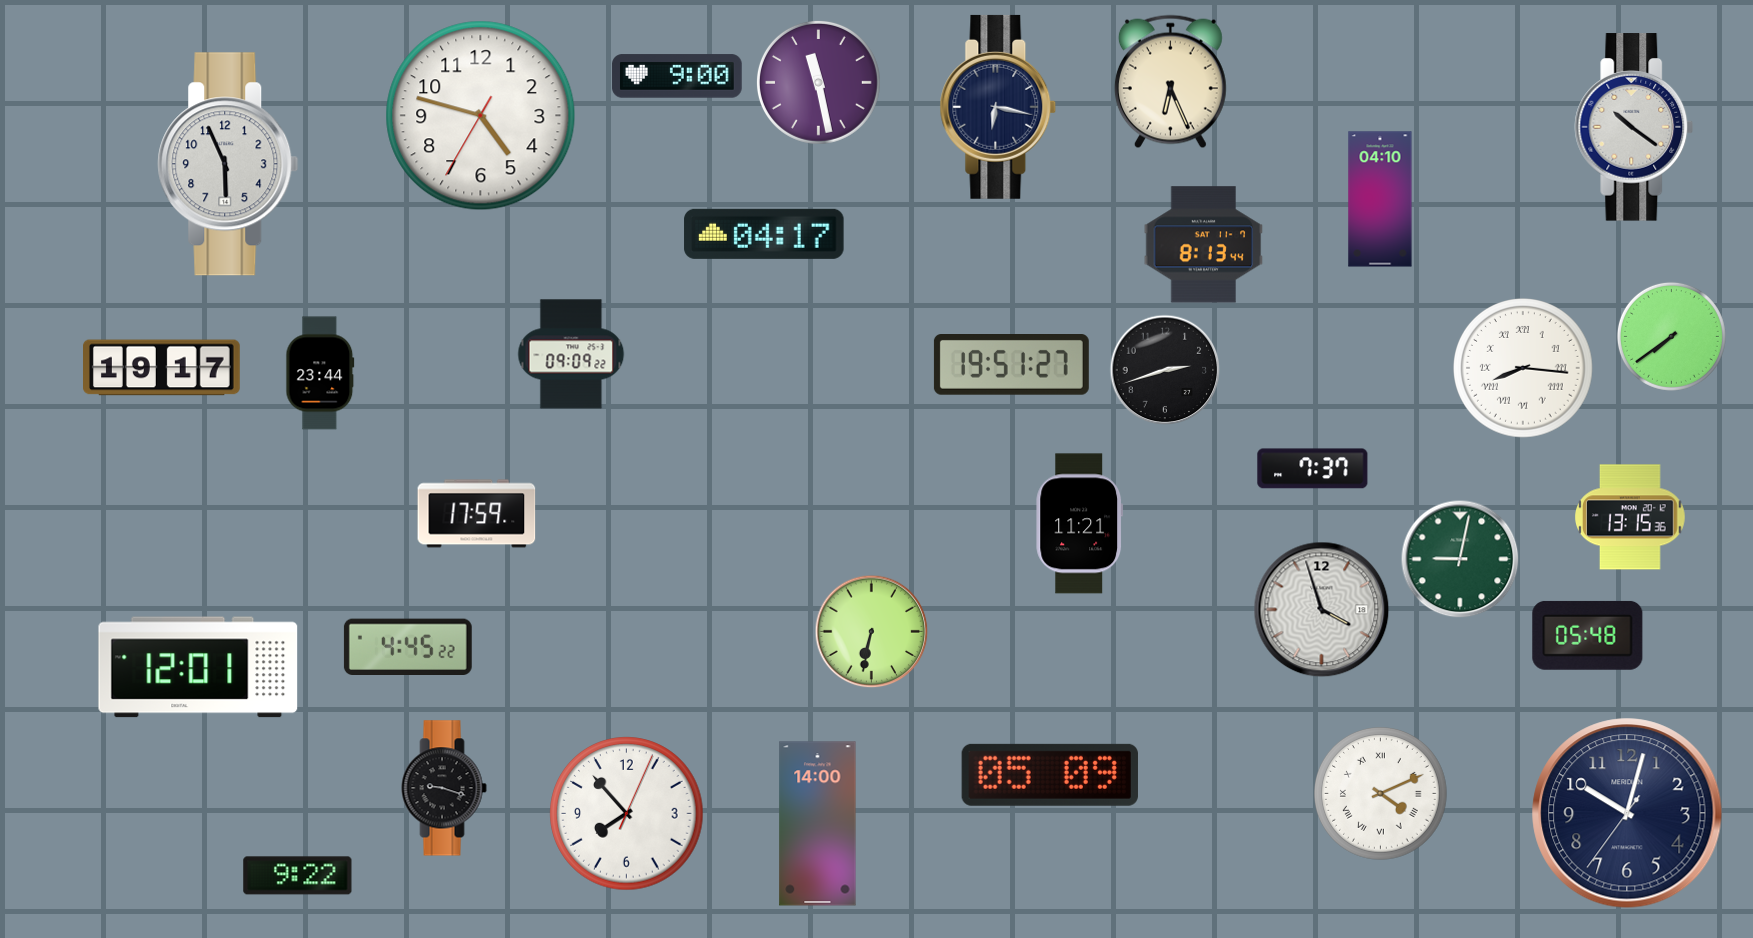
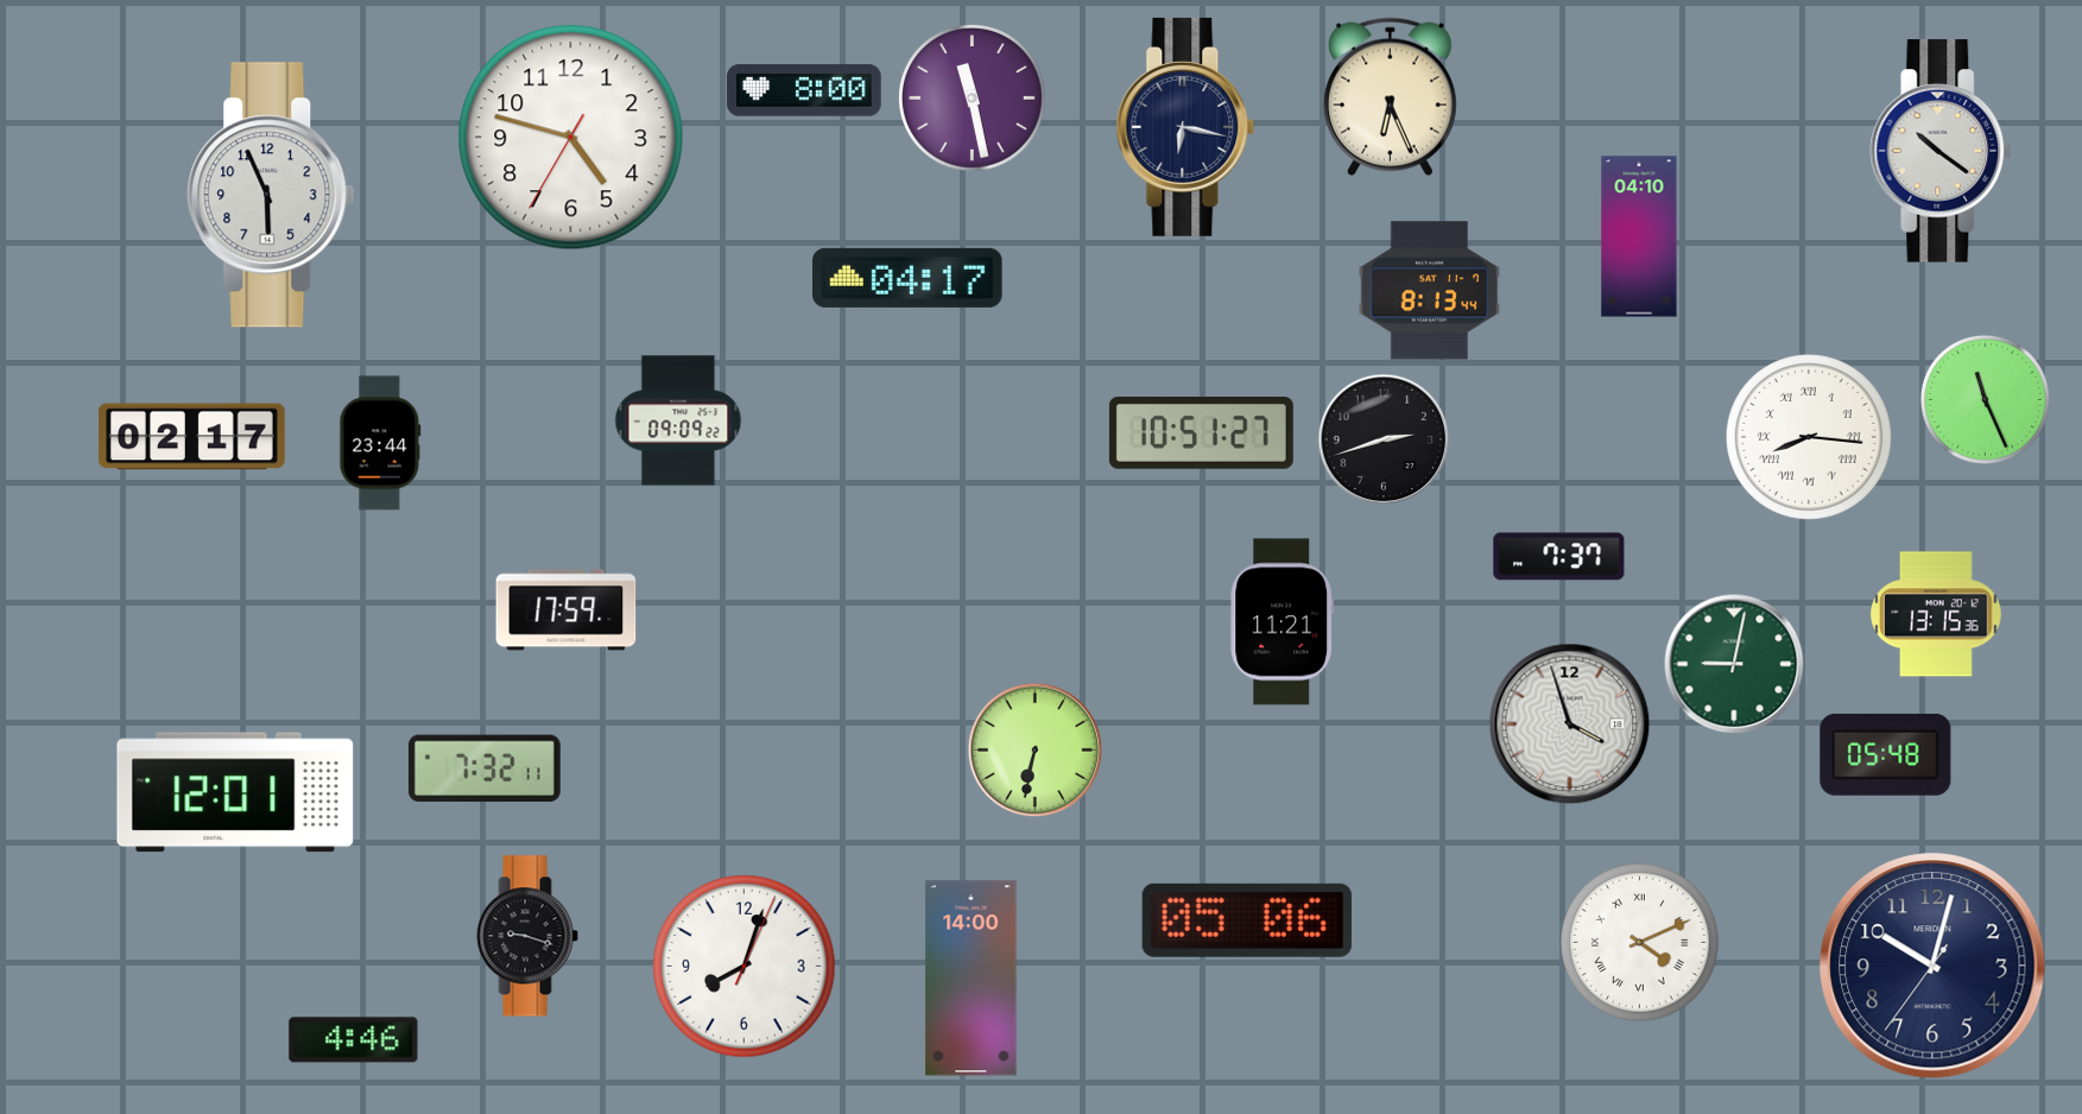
clock at (677, 76): 9:00 -> 8:00
clock at (1671, 336): 7:39 -> 11:26
clock at (1011, 365): 19:51 -> 10:51
clock at (162, 368): 19:17 -> 02:17
clock at (408, 646): 4:45 -> 7:32
clock at (1050, 775): 05:09 -> 05:06
clock at (627, 814): 7:53 -> 8:03
clock at (298, 876): 9:22 -> 4:46
